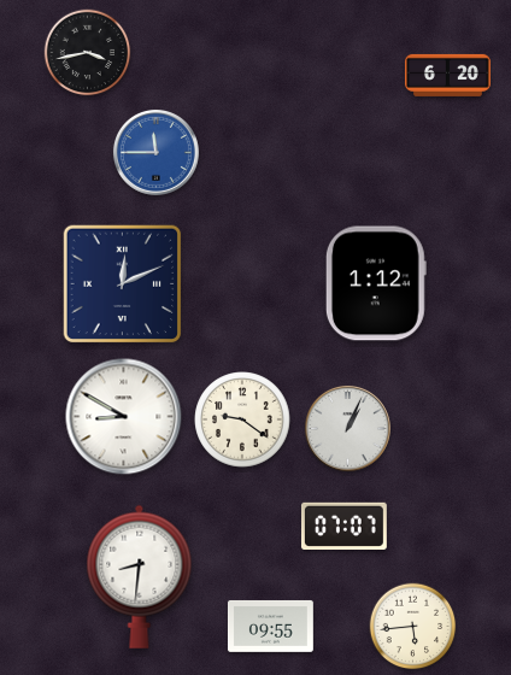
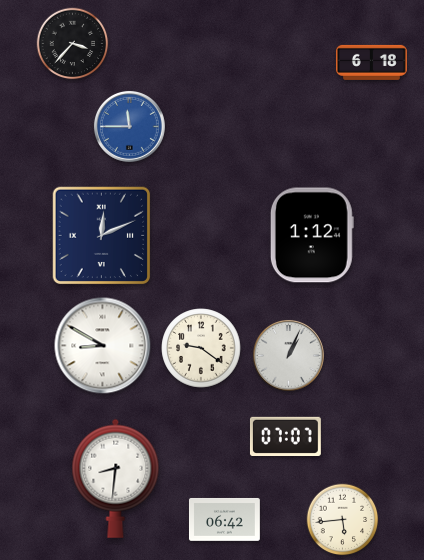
clock at (88, 53): 3:43 -> 3:37
clock at (447, 75): 6:20 -> 6:18
clock at (271, 627): 09:55 -> 06:42
